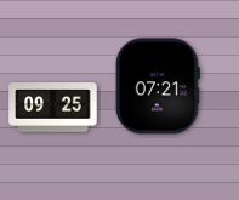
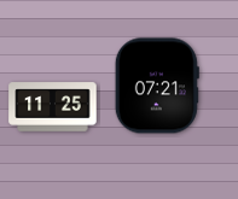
clock at (53, 108): 09:25 -> 11:25
